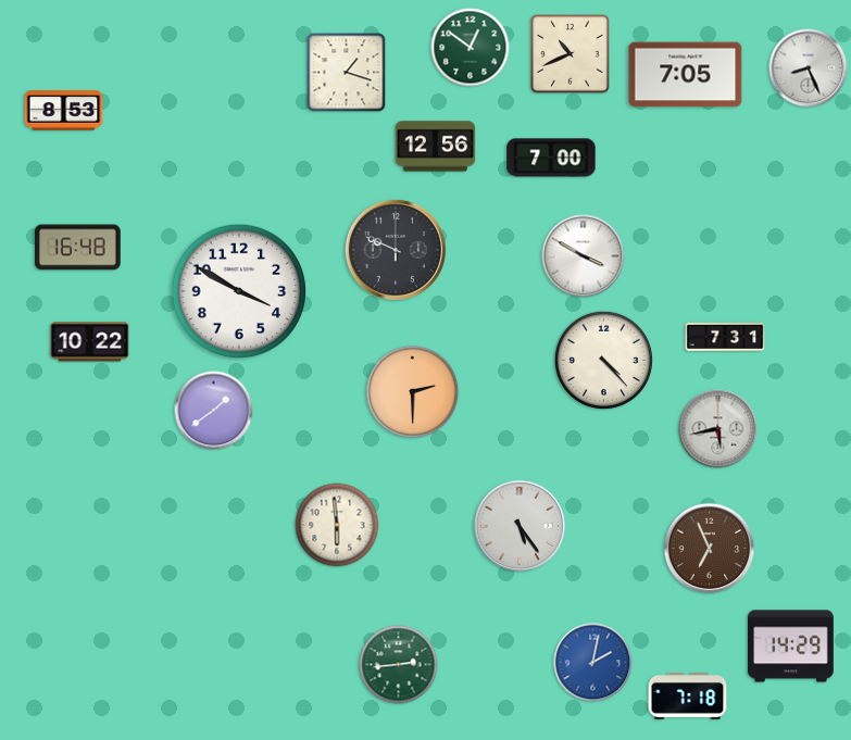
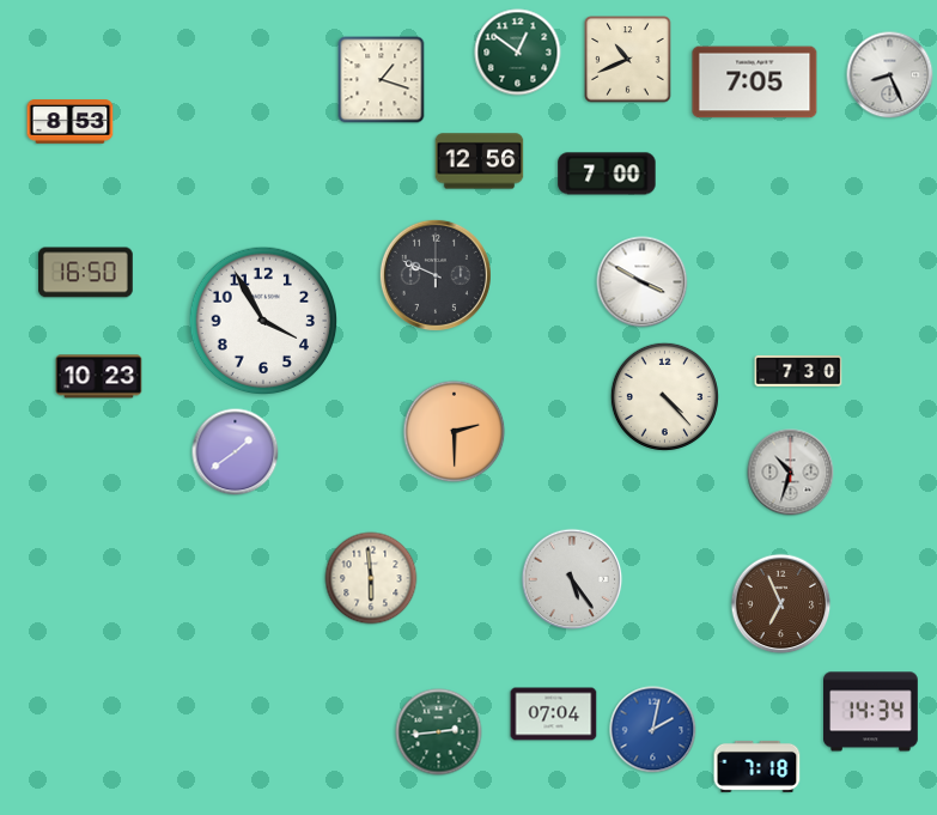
clock at (77, 248): 16:48 -> 16:50
clock at (239, 291): 3:50 -> 3:55
clock at (725, 337): 7:31 -> 7:30
clock at (90, 342): 10:22 -> 10:23
clock at (718, 429): 5:43 -> 10:33
clock at (791, 647): 14:29 -> 14:34
clock at (554, 714): none -> 07:04
